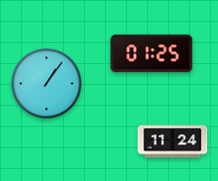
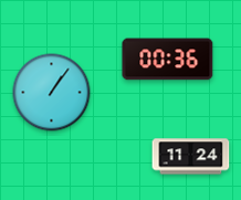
clock at (152, 54): 01:25 -> 00:36
